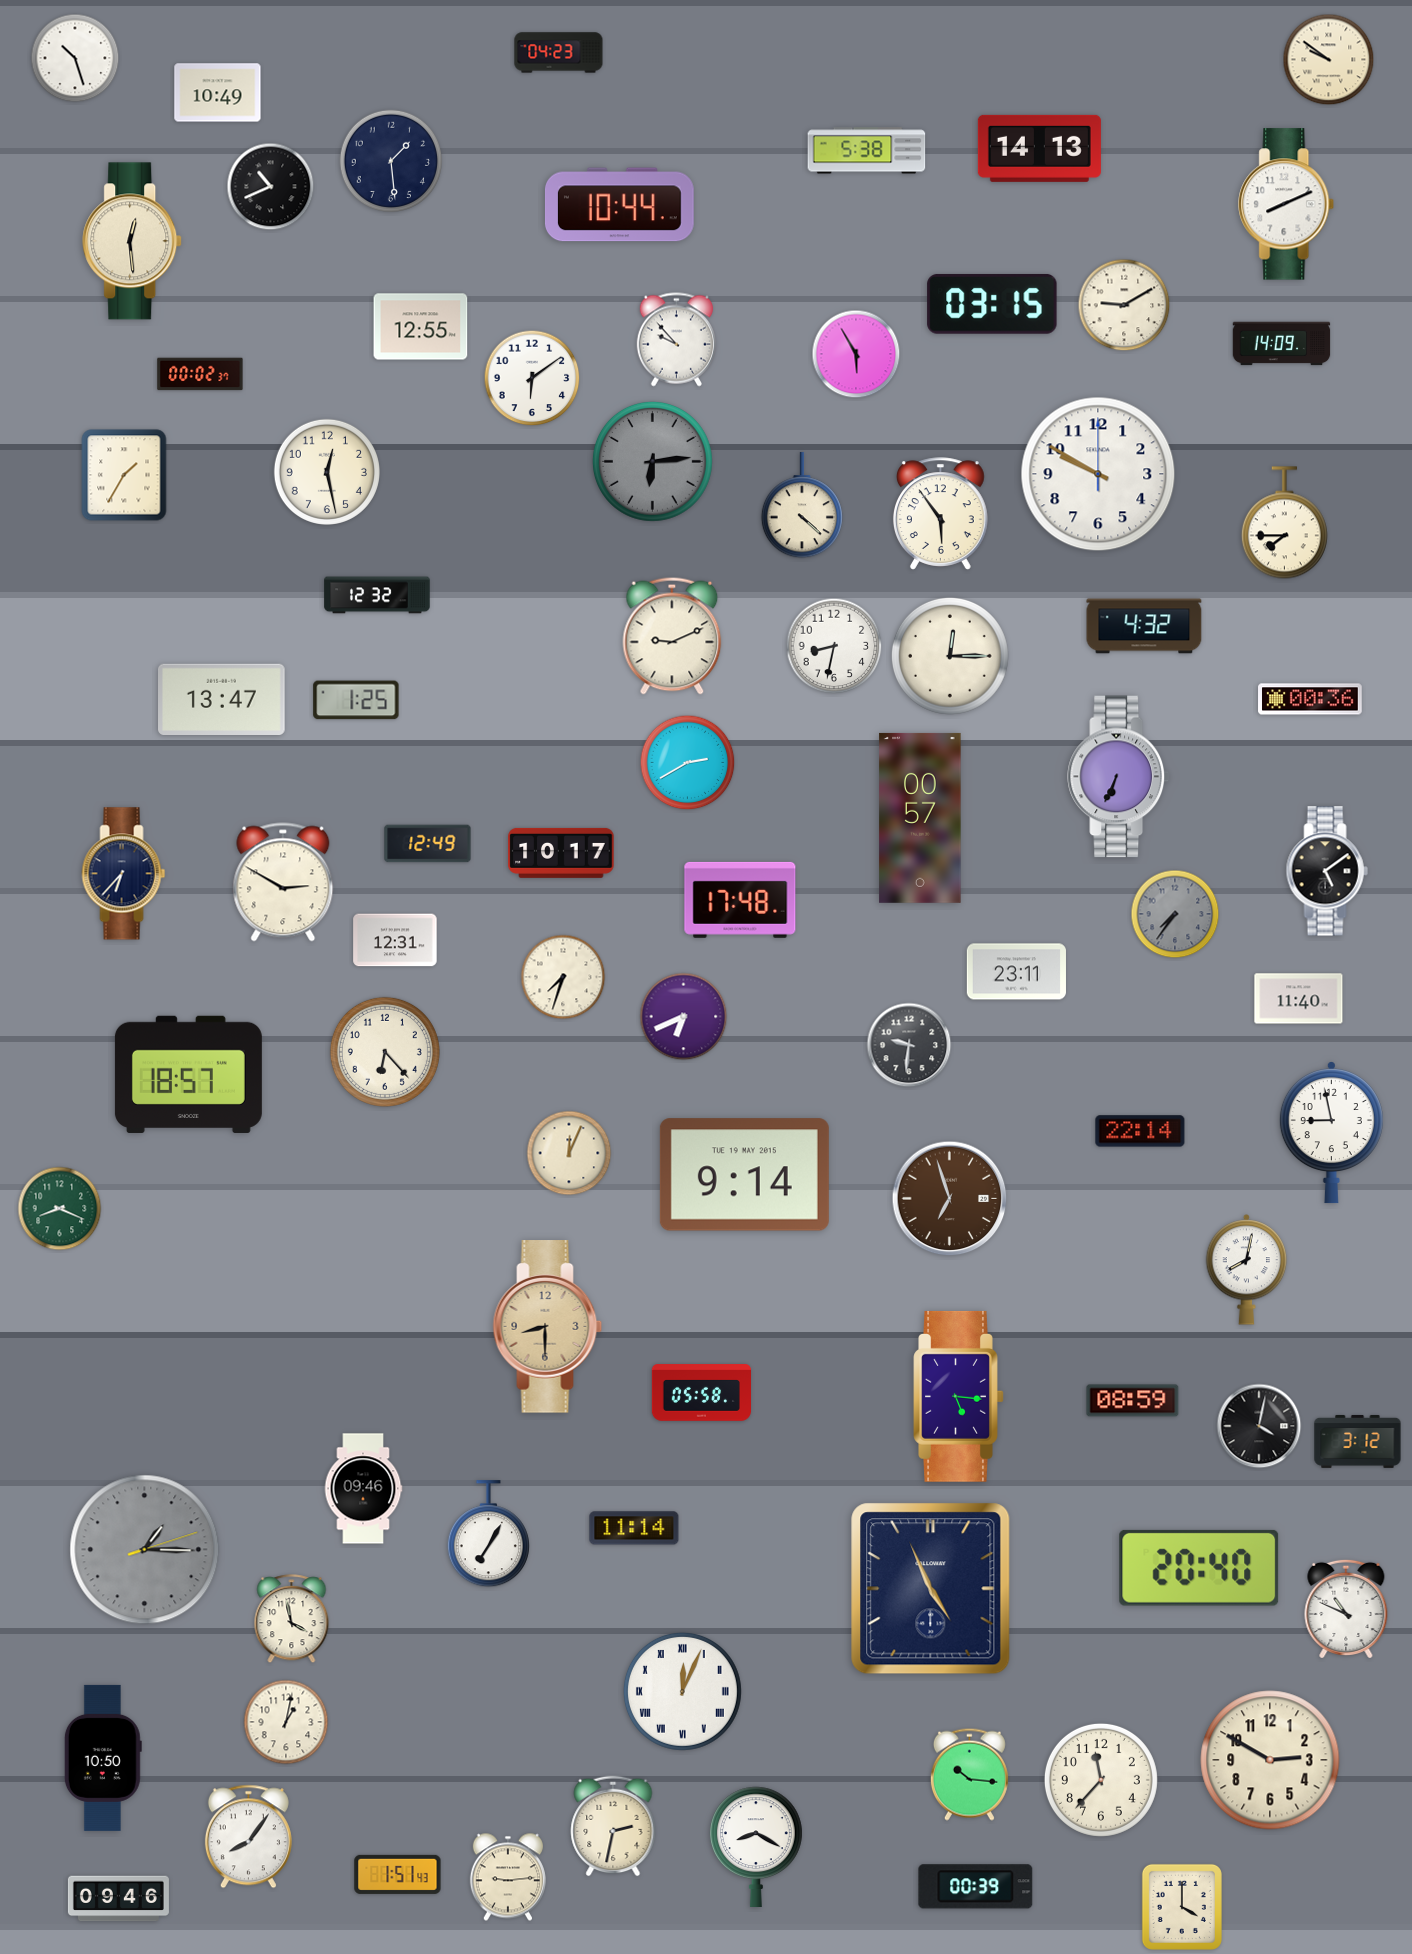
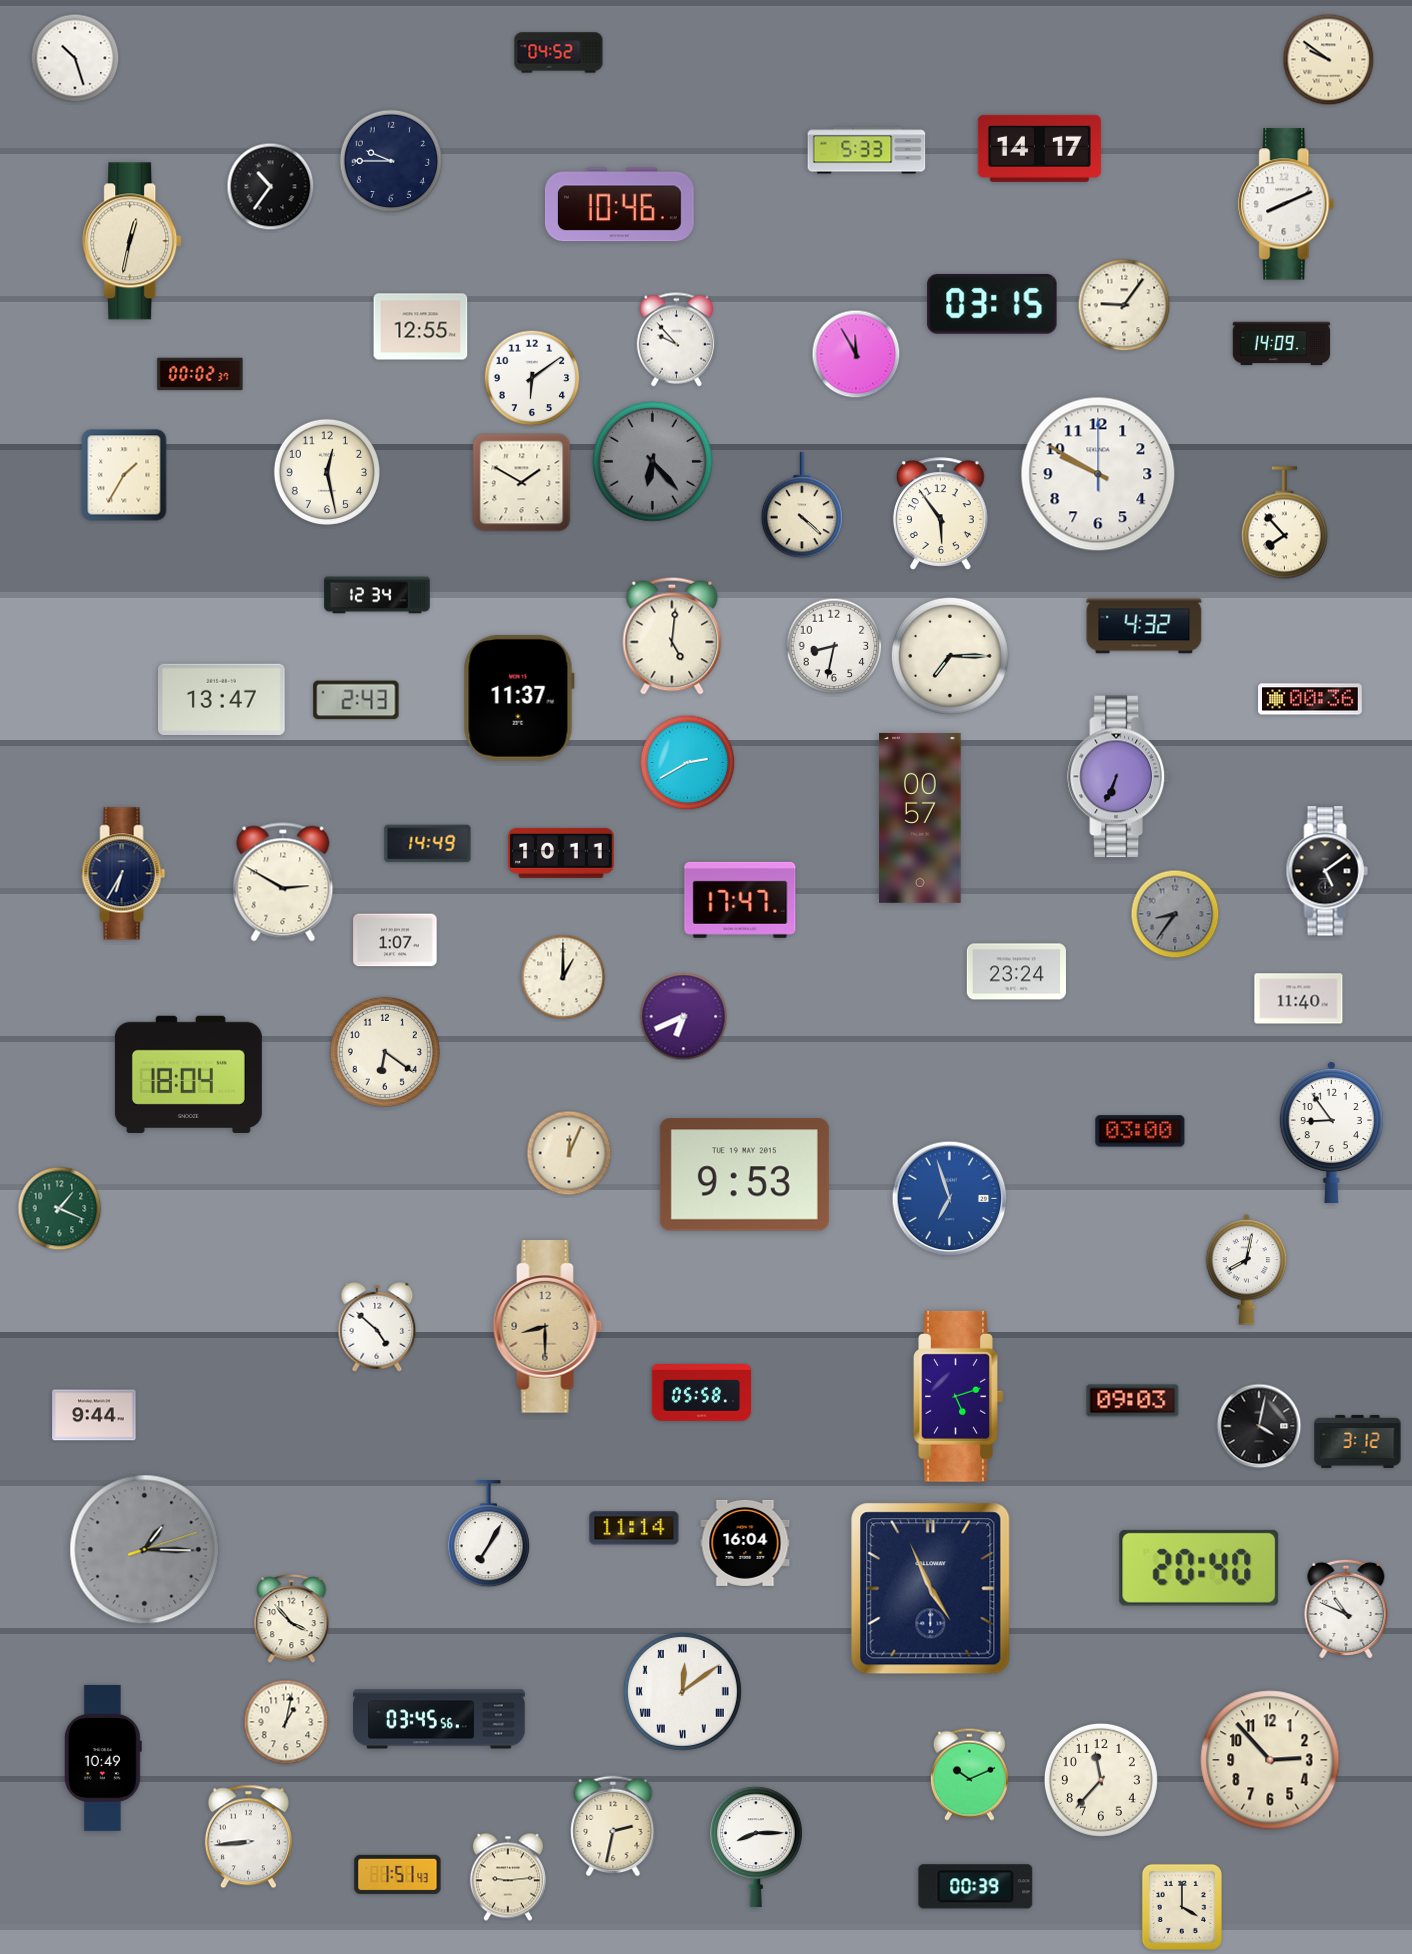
clock at (559, 53): 04:23 -> 04:52
clock at (218, 93): 10:49 -> none
clock at (1039, 148): 14:13 -> 14:17
clock at (867, 151): 5:38 -> 5:33
clock at (391, 161): 1:29 -> 9:45
clock at (271, 187): 10:41 -> 10:36
clock at (619, 205): 10:44 -> 10:46
clock at (133, 241): 12:29 -> 12:32
clock at (1124, 305): 9:10 -> 9:06
clock at (856, 354): 5:55 -> 11:55
clock at (652, 461): 6:14 -> 6:23
clock at (522, 483): none -> 1:50
clock at (1284, 523): 7:45 -> 7:53
clock at (377, 595): 12:32 -> 12:34
clock at (672, 636): 9:11 -> 5:01
clock at (950, 656): 12:15 -> 7:15
clock at (519, 698): none -> 11:37
clock at (356, 700): 1:25 -> 2:43
clock at (428, 844): 12:49 -> 14:49
clock at (561, 853): 10:17 -> 10:11
clock at (124, 874): 6:37 -> 6:35
clock at (740, 900): 17:48 -> 17:47
clock at (1175, 914): 7:36 -> 8:36
clock at (395, 940): 12:31 -> 1:07
clock at (1016, 972): 23:11 -> 23:24
clock at (563, 977): 7:33 -> 1:00
clock at (909, 1045): 9:31 -> none
clock at (385, 1052): 6:23 -> 6:21
clock at (188, 1074): 18:57 -> 18:04
clock at (1140, 1131): 22:14 -> 03:00
clock at (1331, 1133): 8:58 -> 8:54
clock at (744, 1175): 9:14 -> 9:53
clock at (950, 1199) dial: brown -> blue
clock at (60, 1209): 8:19 -> 1:19
clock at (377, 1328): none -> 4:52
clock at (959, 1396): 5:16 -> 5:12
clock at (1133, 1401): 08:59 -> 09:03
clock at (94, 1415): none -> 9:44
clock at (363, 1489): 09:46 -> none
clock at (745, 1543): none -> 16:04
clock at (292, 1619): 3:58 -> 3:53
clock at (682, 1691): 12:04 -> 12:09
clock at (439, 1719): none -> 03:45
clock at (103, 1758): 10:50 -> 10:49
clock at (1270, 1760): 2:50 -> 2:53
clock at (969, 1774): 10:16 -> 10:11
clock at (248, 1837): 8:06 -> 8:44
clock at (756, 1846): 8:20 -> 8:15
clock at (118, 1899): 09:46 -> none
